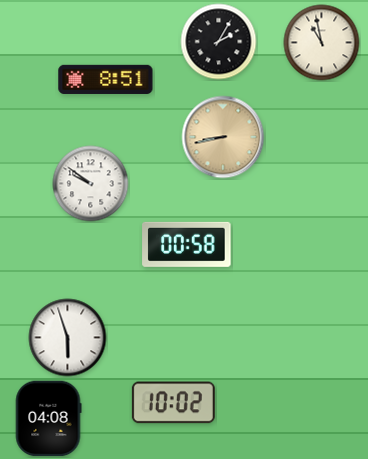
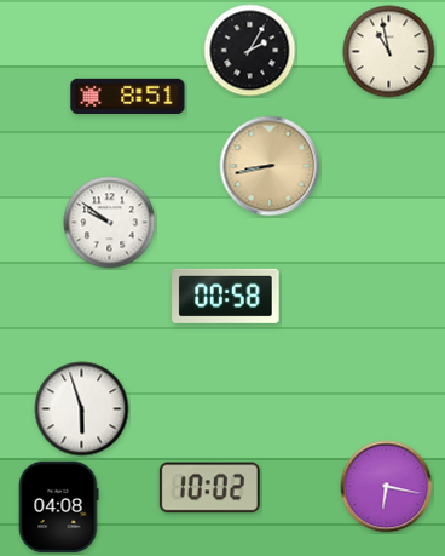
clock at (219, 42) position: (219, 42) -> (250, 51)
clock at (387, 487): none -> 6:17
